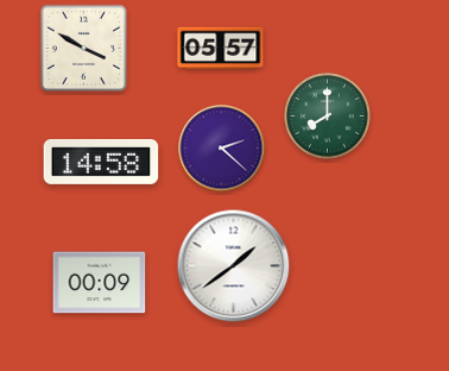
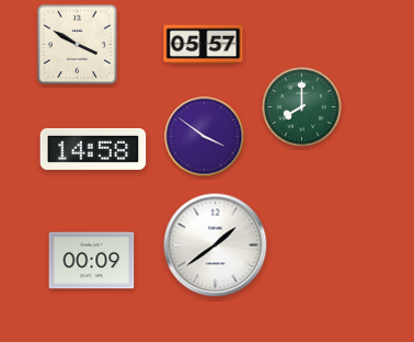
clock at (222, 149): 2:22 -> 3:51
